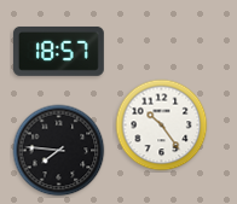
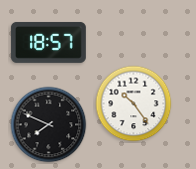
clock at (59, 151): 7:46 -> 7:49
